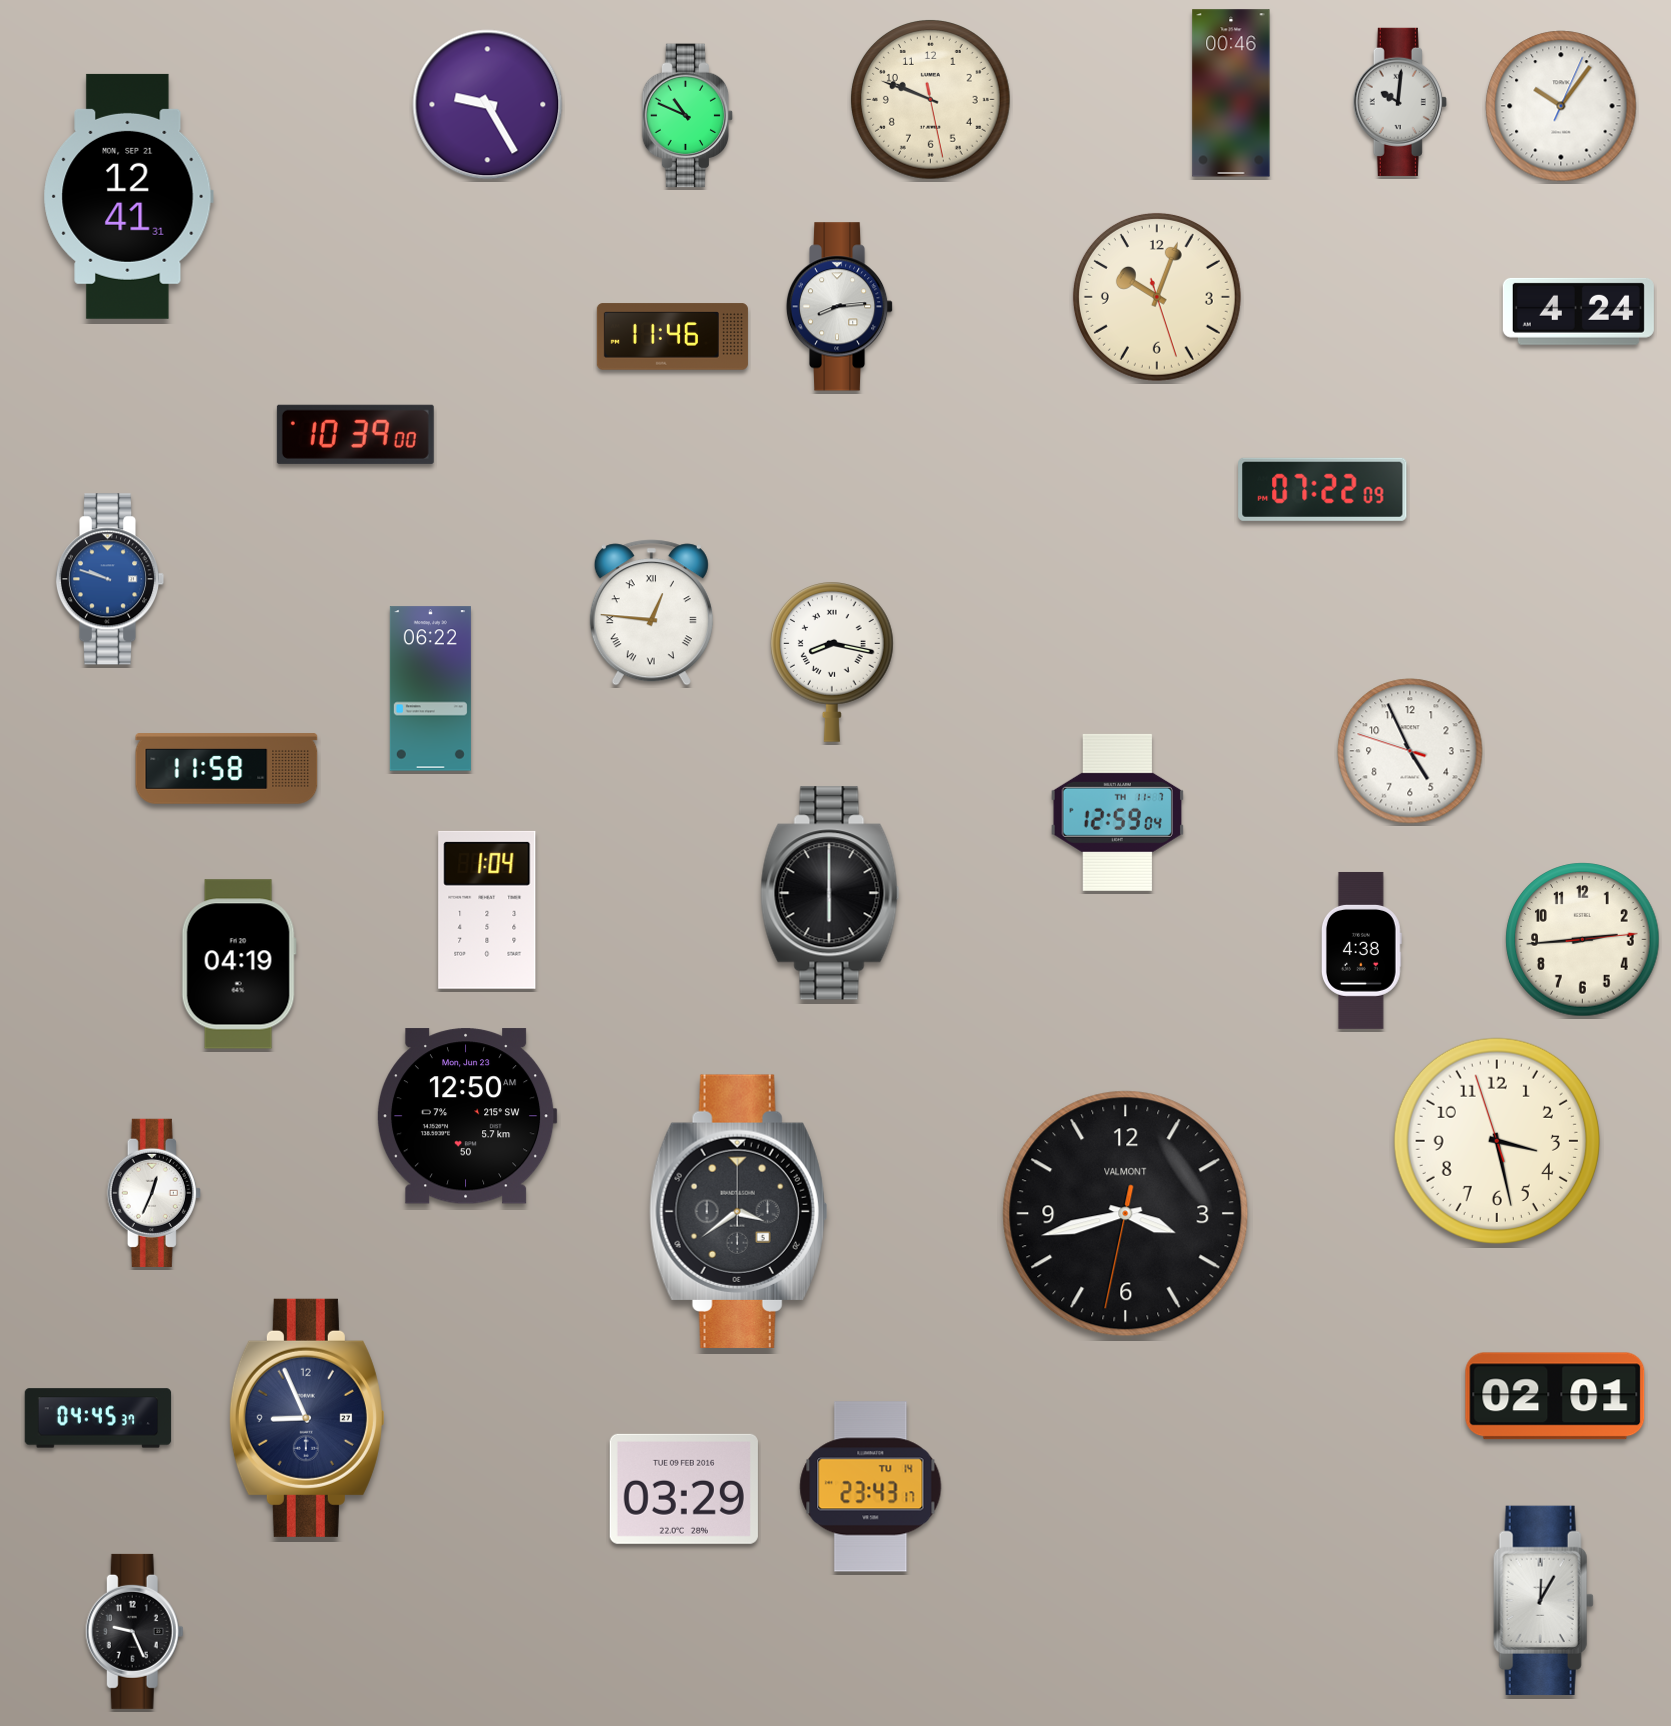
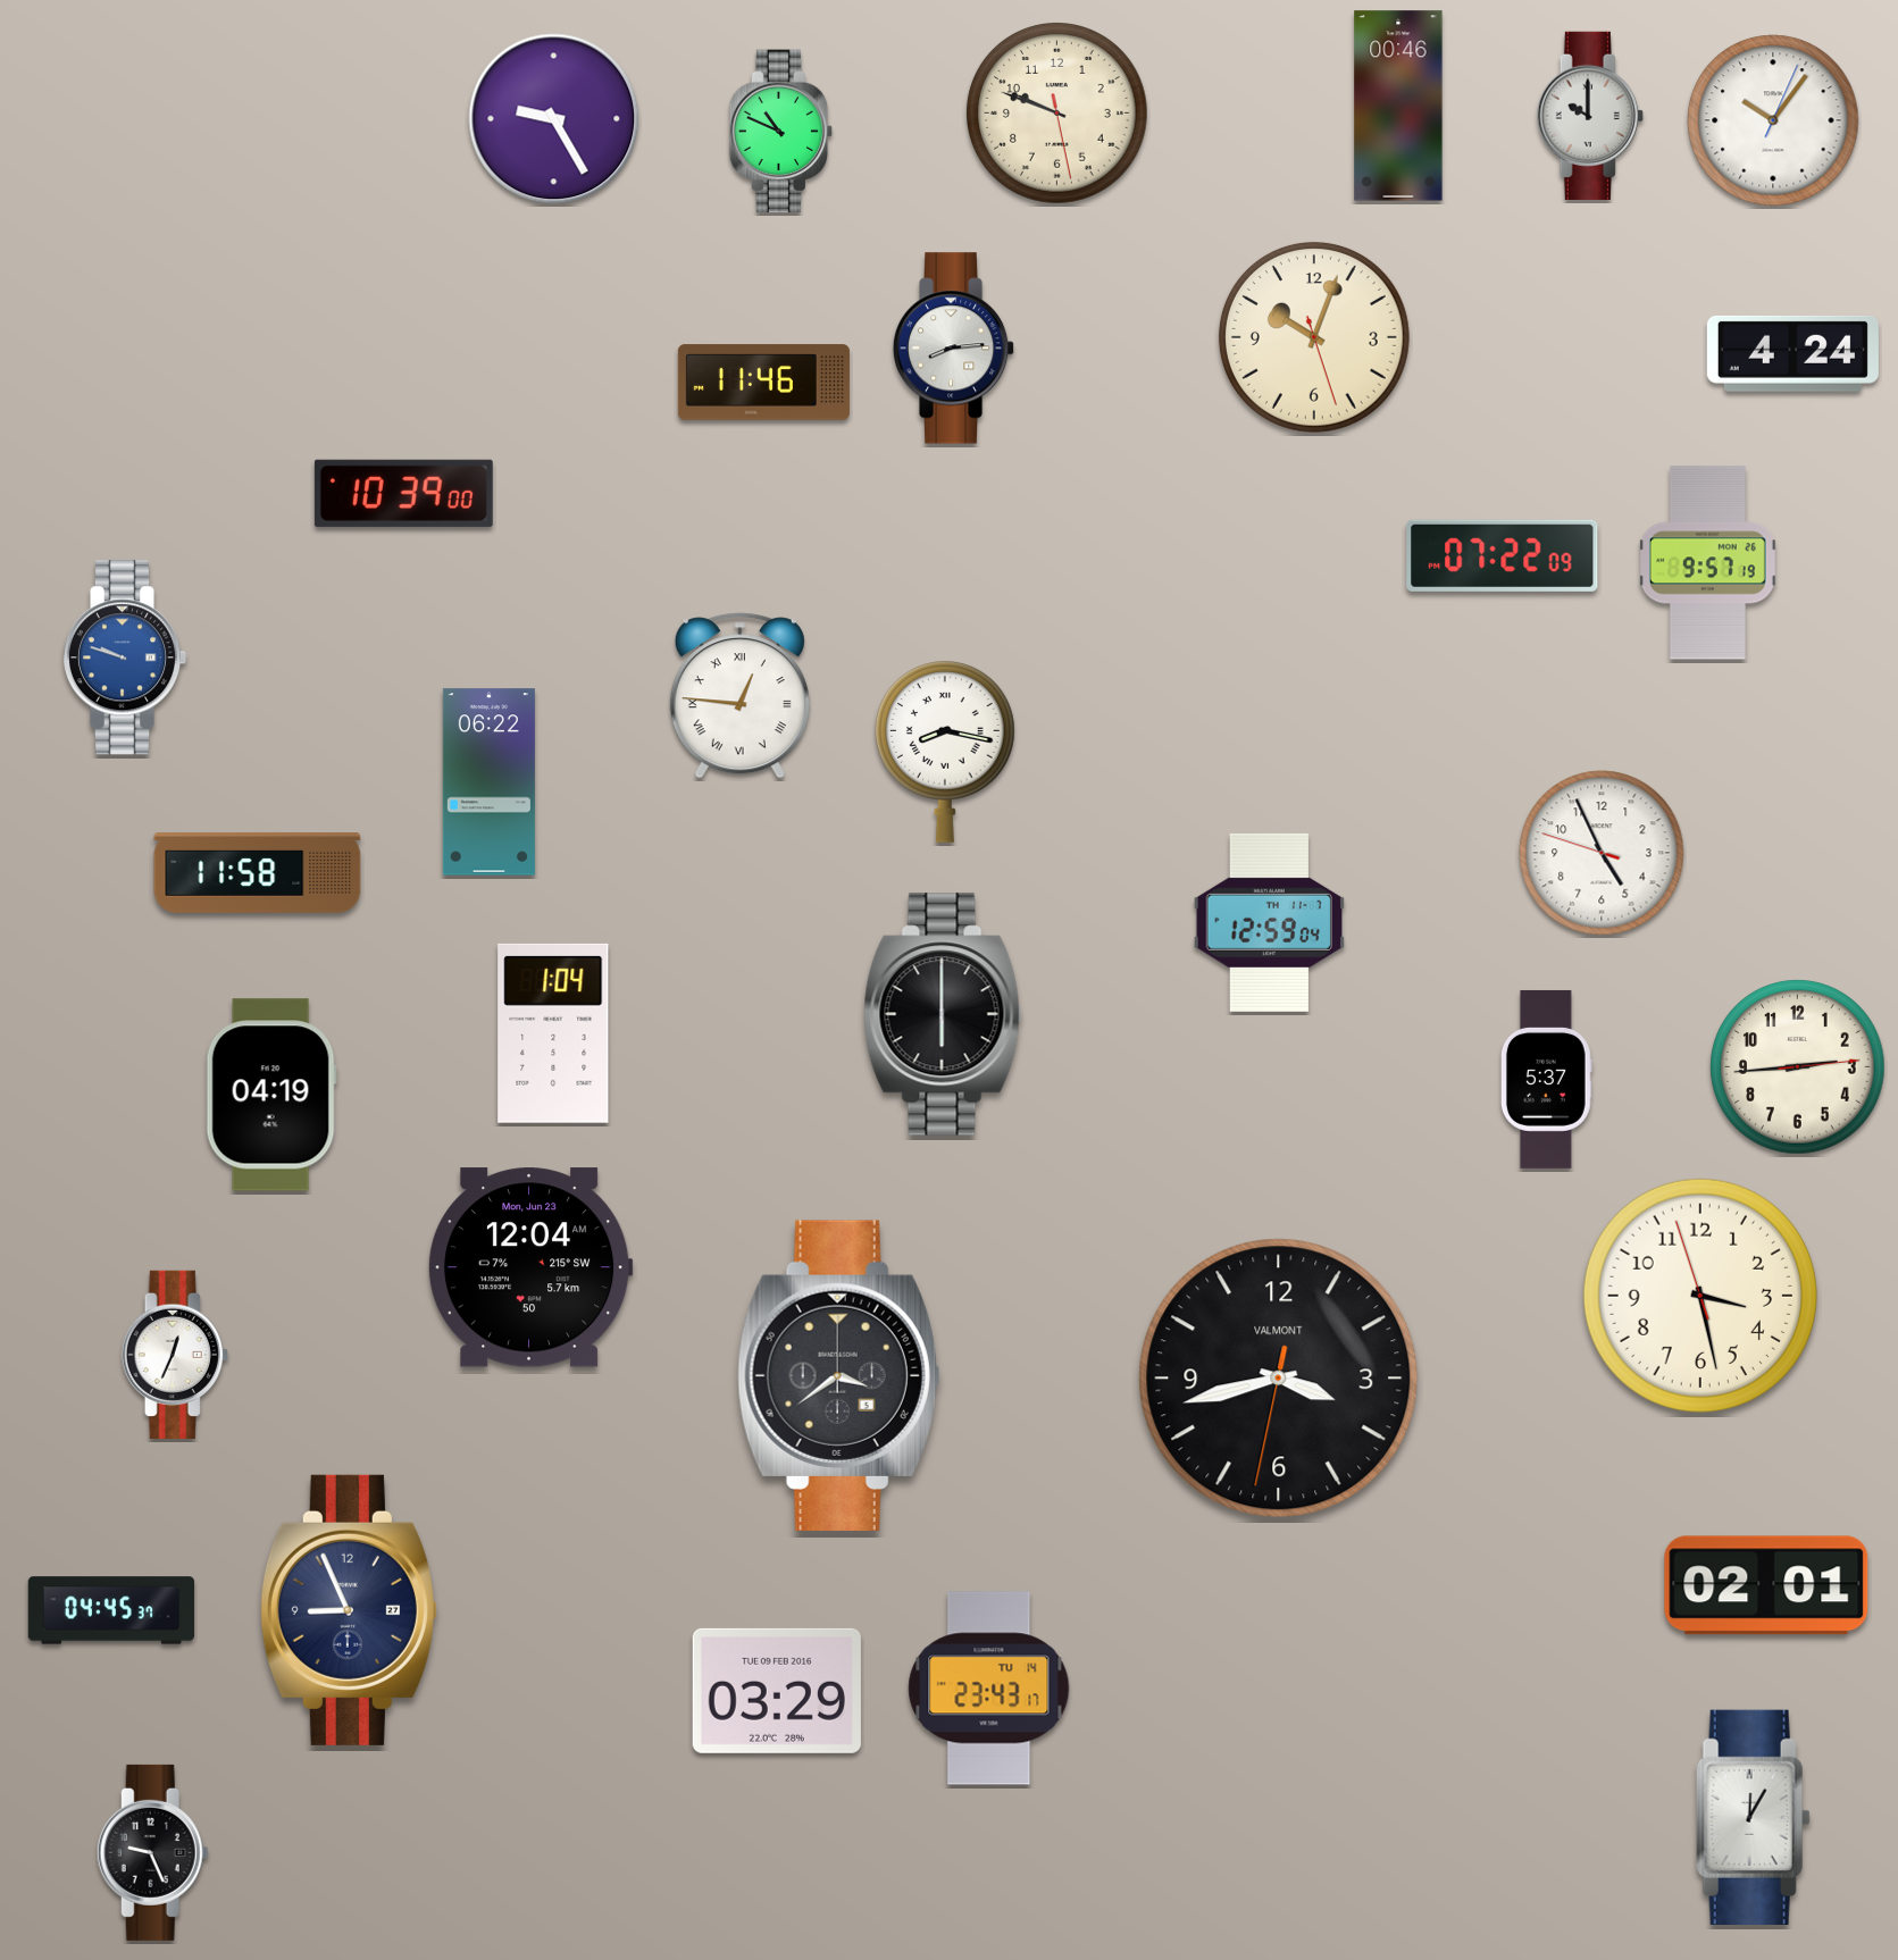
clock at (1400, 102): 10:01 -> 10:00
clock at (128, 196): 12:41 -> none
clock at (1707, 563): none -> 9:57
clock at (1361, 950): 4:38 -> 5:37
clock at (467, 1116): 12:50 -> 12:04
